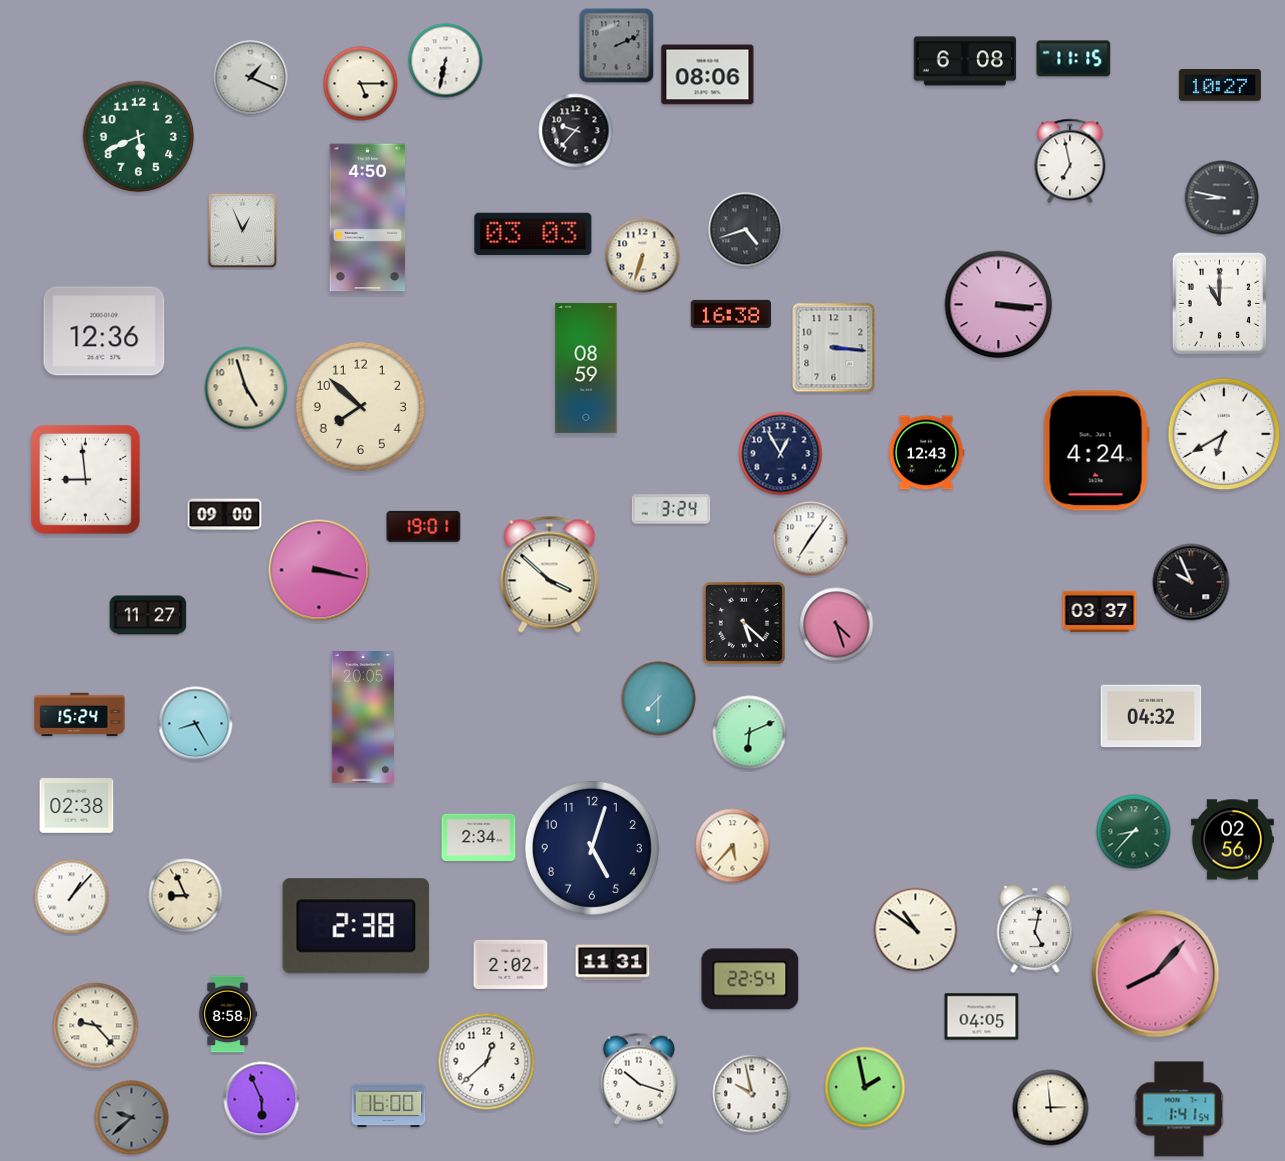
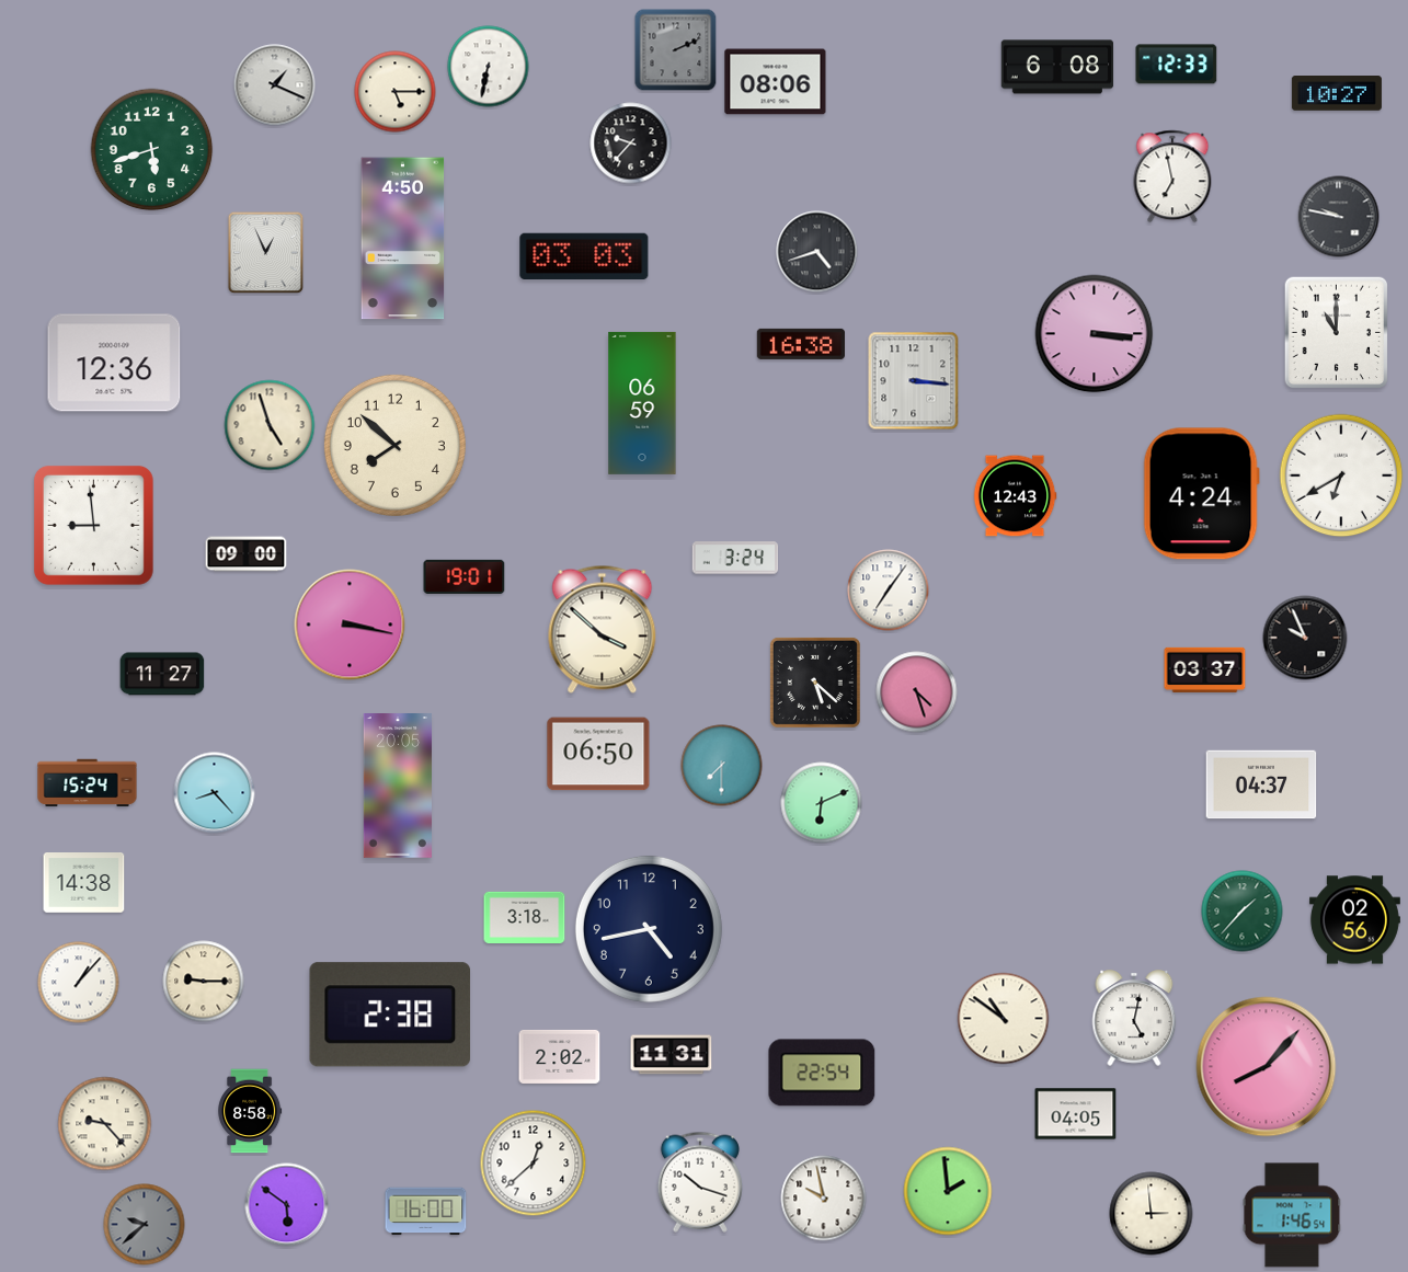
clock at (1074, 59): 11:15 -> 12:33
clock at (139, 137): 5:41 -> 5:42
clock at (1222, 198): 8:47 -> 9:47
clock at (643, 256): 6:33 -> none
clock at (586, 368): 08:59 -> 06:59
clock at (781, 454): 12:55 -> none
clock at (225, 515) position: (225, 515) -> (247, 554)
clock at (837, 625) position: (837, 625) -> (917, 692)
clock at (598, 754): none -> 06:50
clock at (1151, 716): 04:32 -> 04:37
clock at (196, 724): 8:25 -> 8:23
clock at (77, 806): 02:38 -> 14:38
clock at (1134, 832): 8:37 -> 1:37
clock at (479, 837): 2:34 -> 3:18
clock at (1232, 840) position: (1232, 840) -> (1354, 920)
clock at (733, 846): 5:37 -> none
clock at (592, 848): 5:03 -> 4:43
clock at (186, 896): 8:56 -> 9:15
clock at (865, 1087): 1:58 -> 1:59
clock at (262, 1100): 5:56 -> 5:51
clock at (1179, 1109): 1:41 -> 1:46
